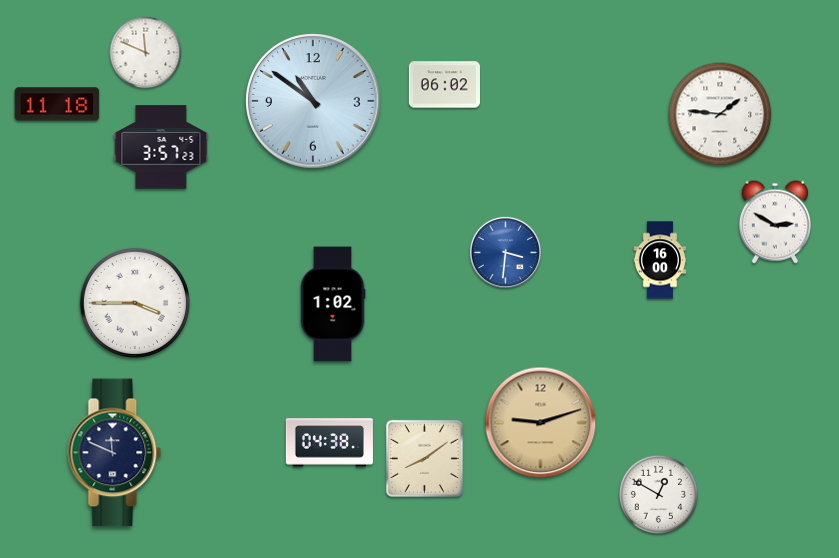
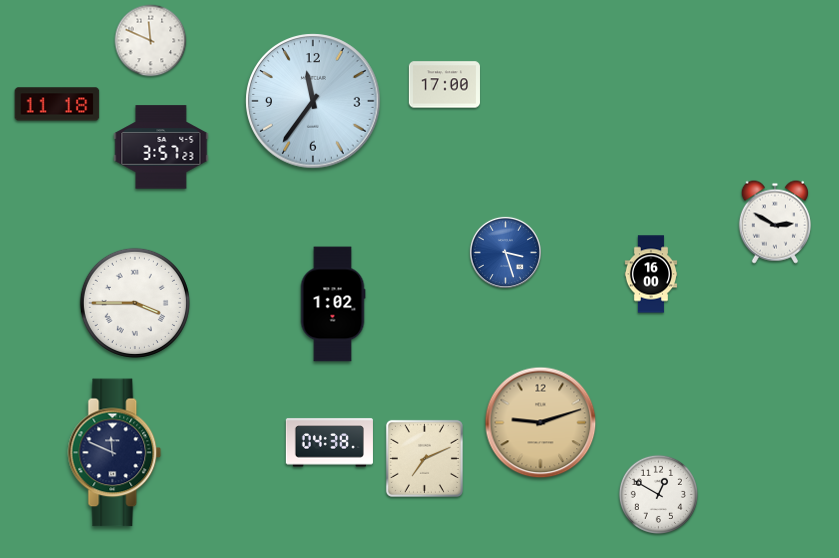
clock at (146, 53) position: (146, 53) -> (151, 41)
clock at (444, 85): 06:02 -> 17:00
clock at (313, 101): 10:51 -> 11:36
clock at (720, 114): 1:46 -> none
clock at (505, 252): 3:31 -> 3:27
clock at (660, 260) position: (660, 260) -> (651, 274)
clock at (424, 458): 8:09 -> 7:11
